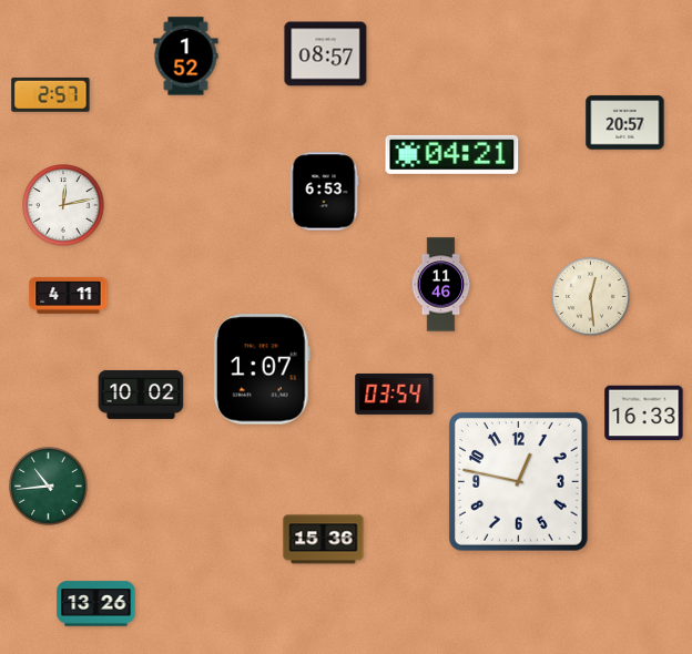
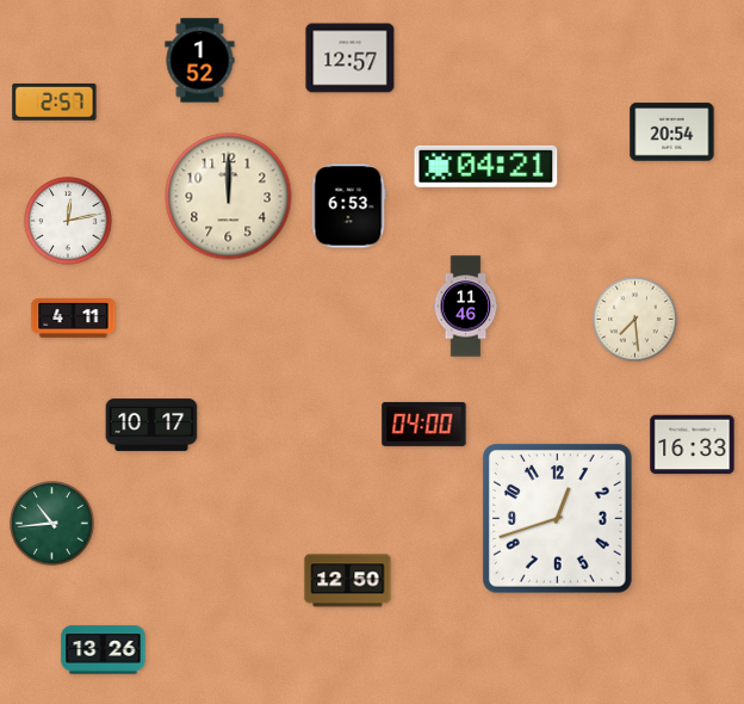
clock at (326, 54): 08:57 -> 12:57
clock at (625, 123): 20:57 -> 20:54
clock at (229, 197): none -> 12:00
clock at (441, 285) position: (441, 285) -> (466, 307)
clock at (591, 297): 12:29 -> 7:29
clock at (262, 369): 1:07 -> none
clock at (395, 394): 03:54 -> 04:00
clock at (141, 395): 10:02 -> 10:17
clock at (518, 481): 12:47 -> 12:42
clock at (324, 540): 15:36 -> 12:50
